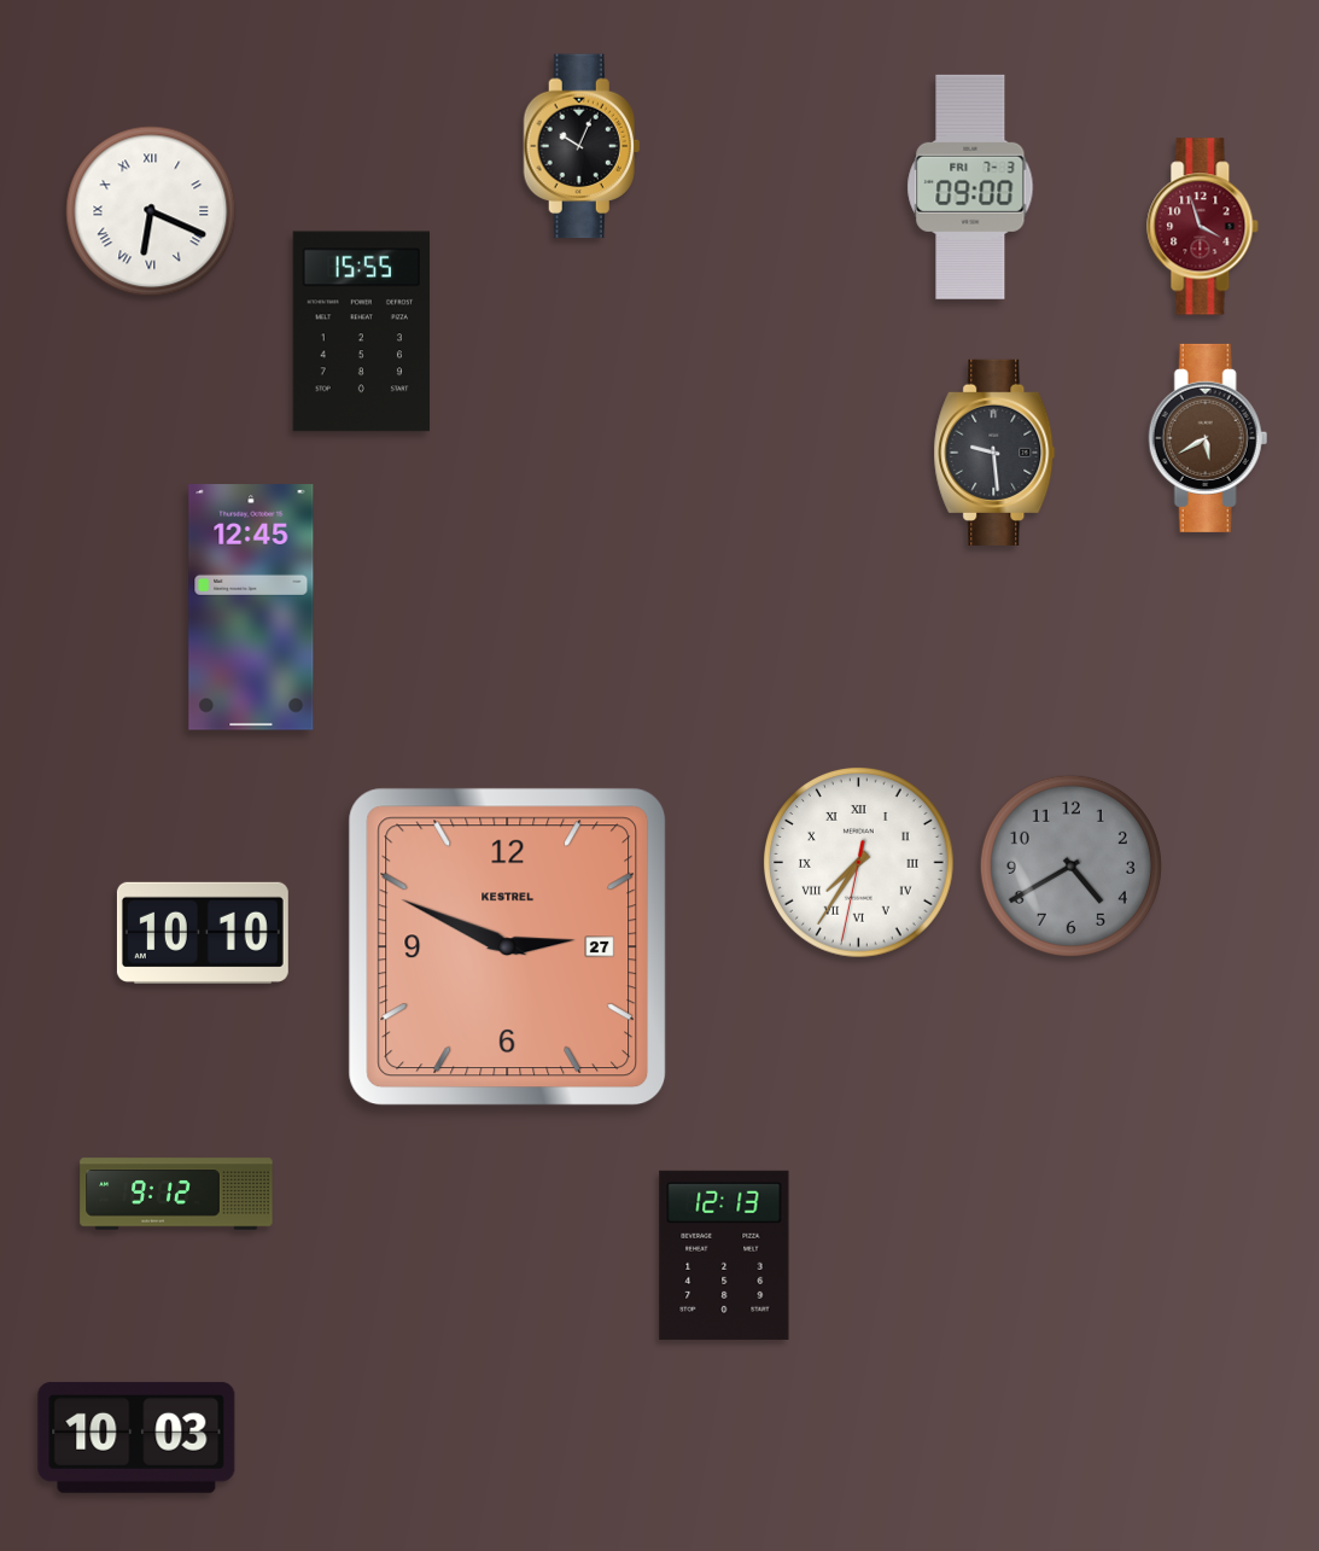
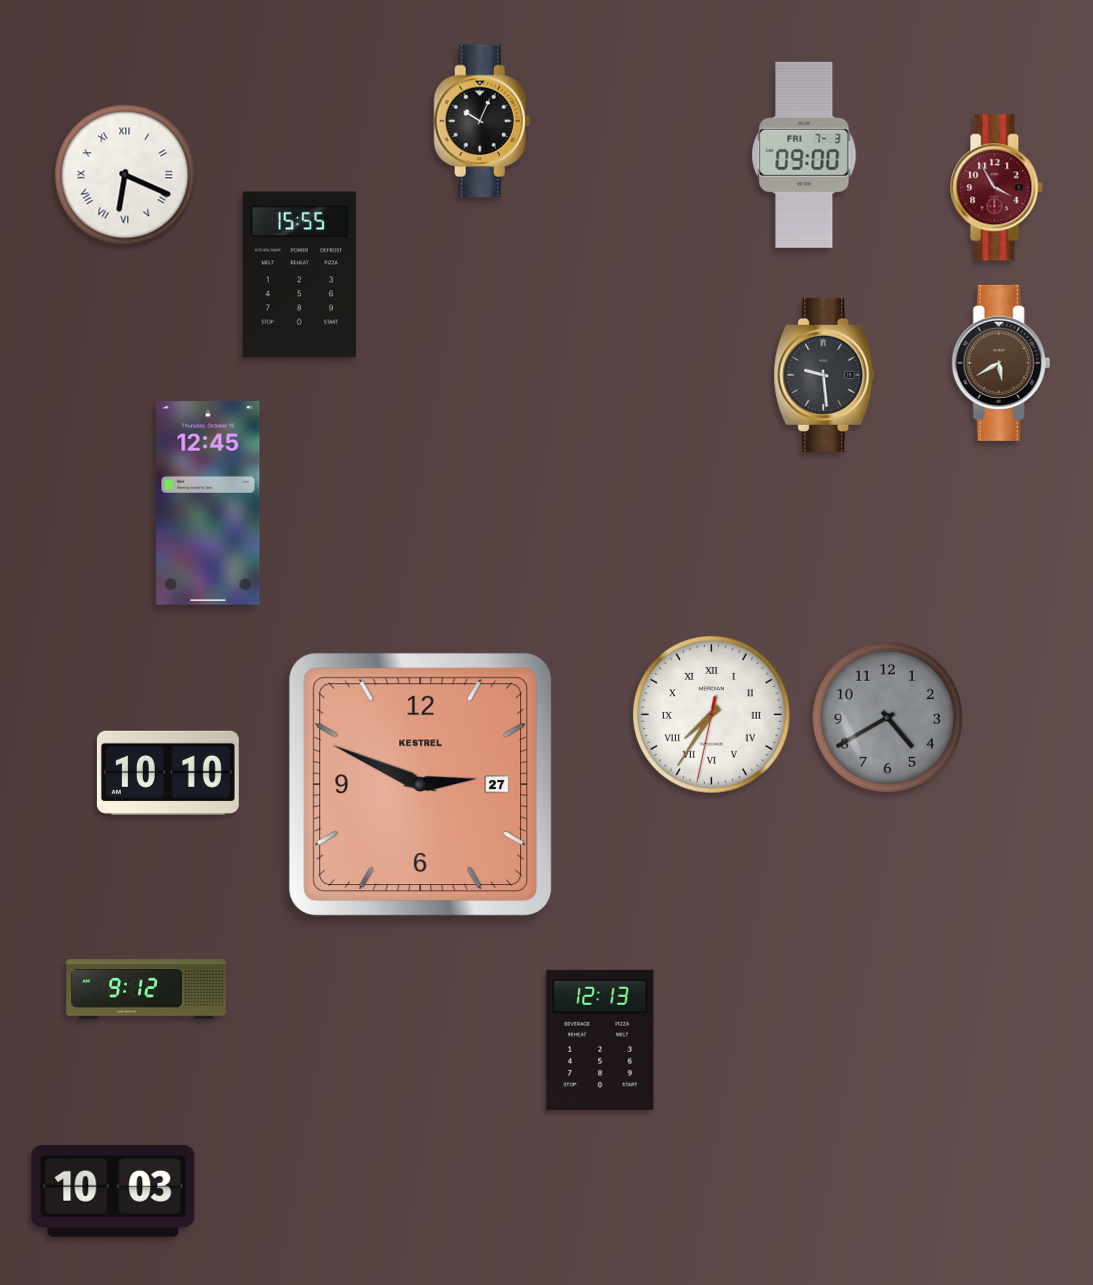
clock at (1203, 227): 3:57 -> 3:55
